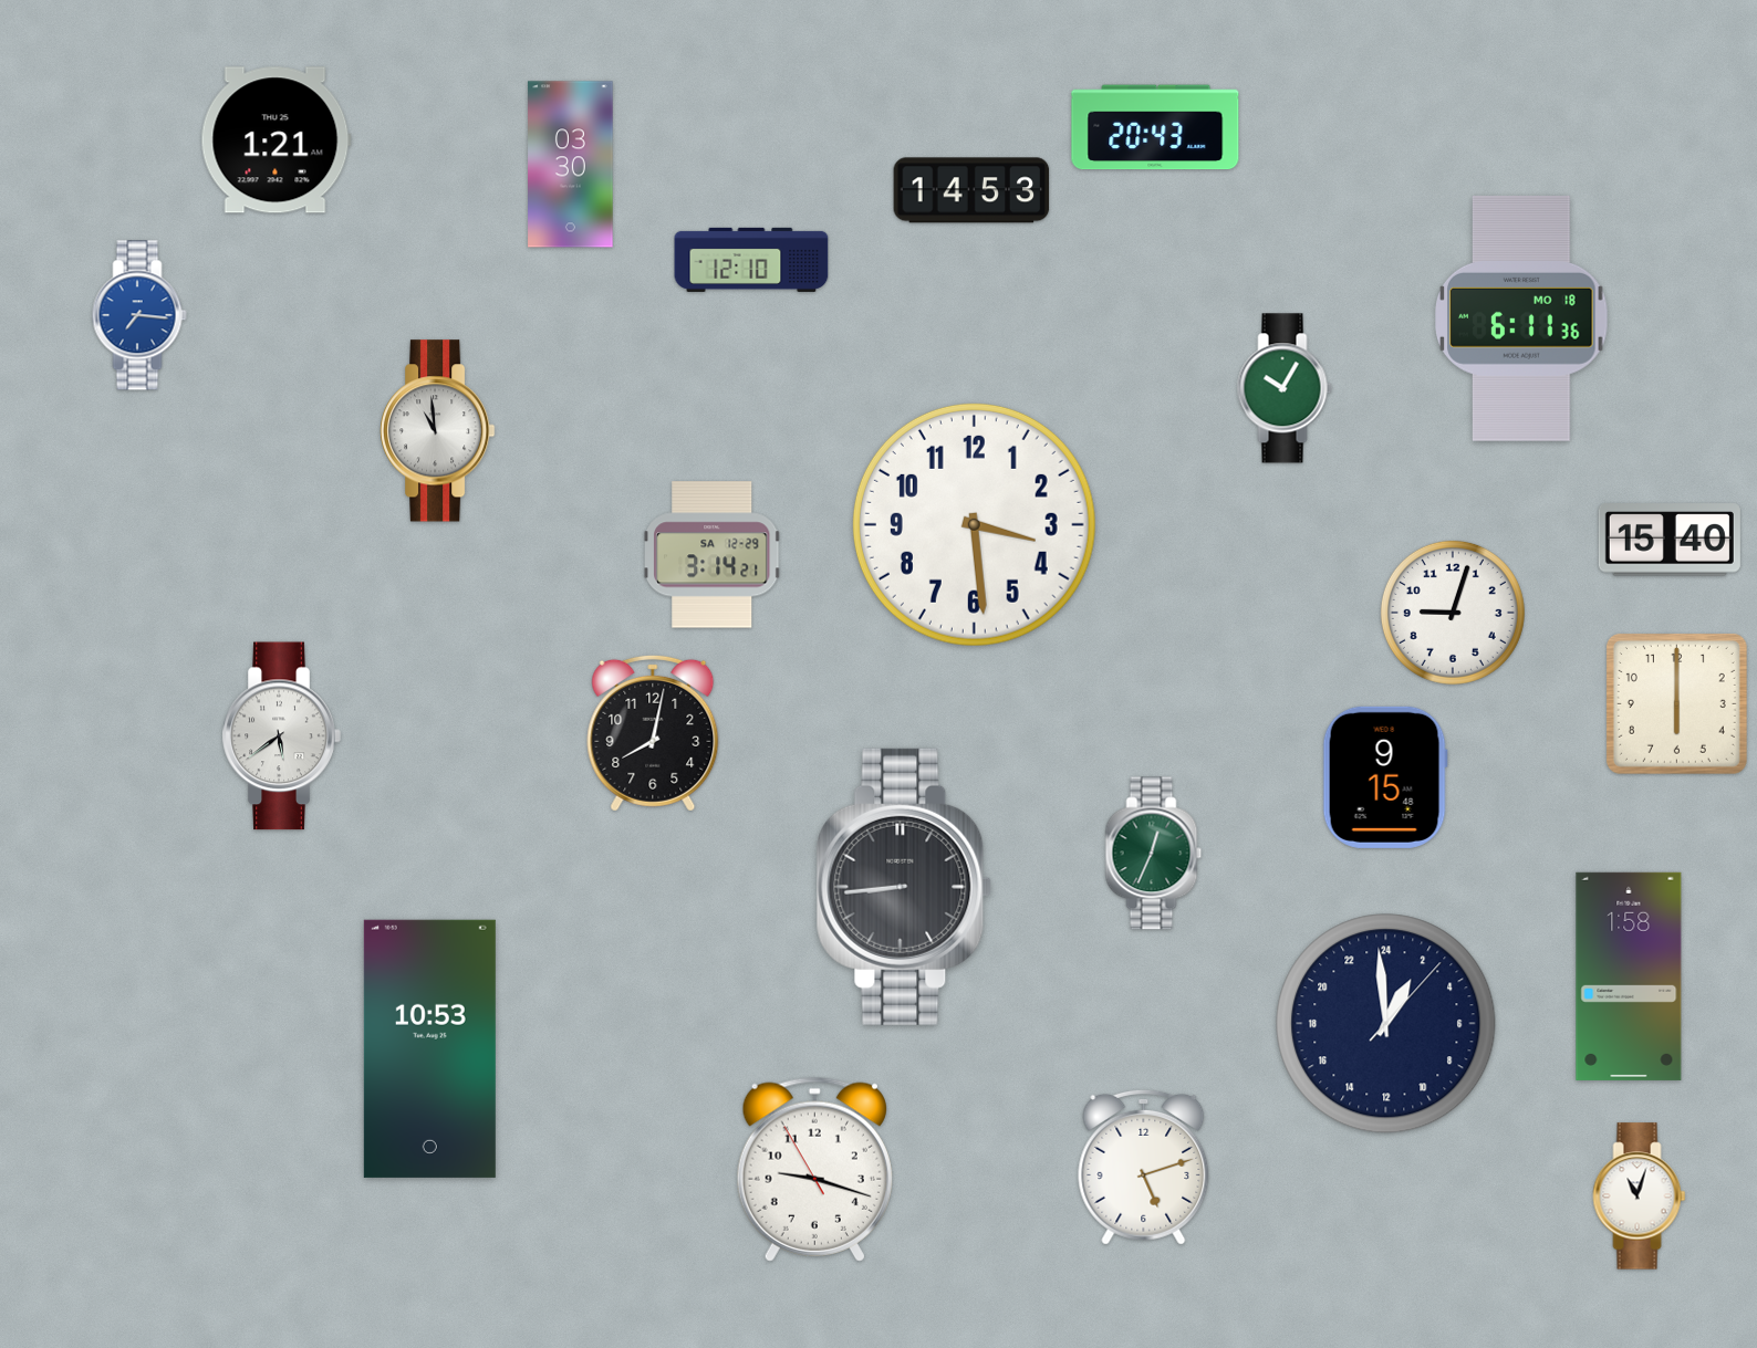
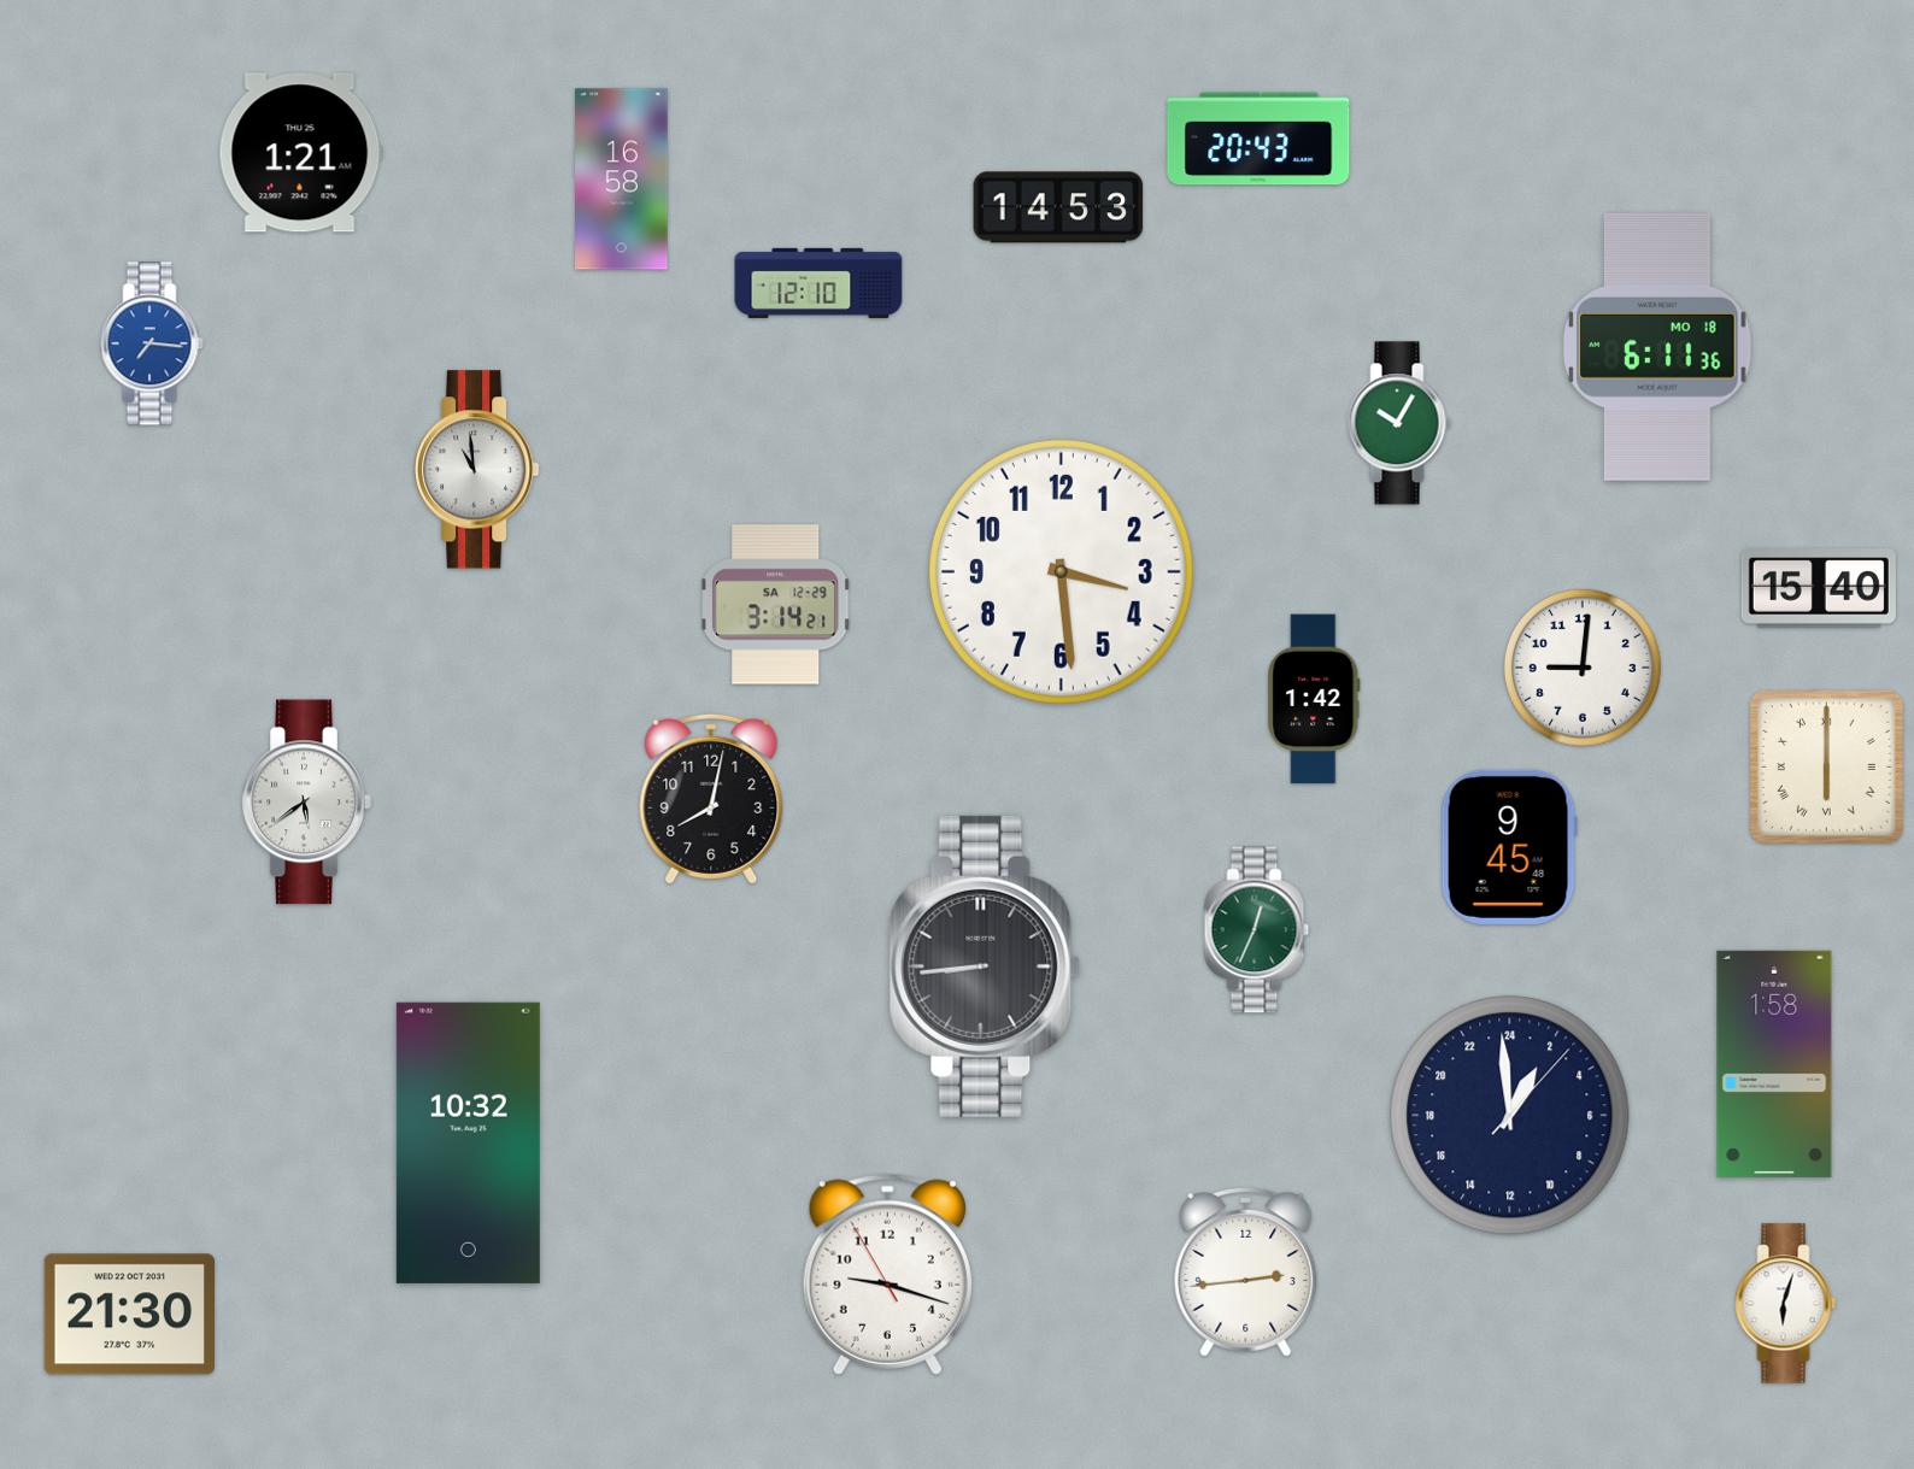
clock at (571, 165): 03:30 -> 16:58
clock at (1453, 613): 9:03 -> 9:01
clock at (1314, 699): none -> 1:42
clock at (1676, 703) numerals: Arabic -> Roman
clock at (1385, 777): 9:15 -> 9:45
clock at (429, 1048): 10:53 -> 10:32
clock at (1144, 1167): 5:12 -> 2:44
clock at (1640, 1197): 11:03 -> 6:03
clock at (129, 1315): none -> 21:30
